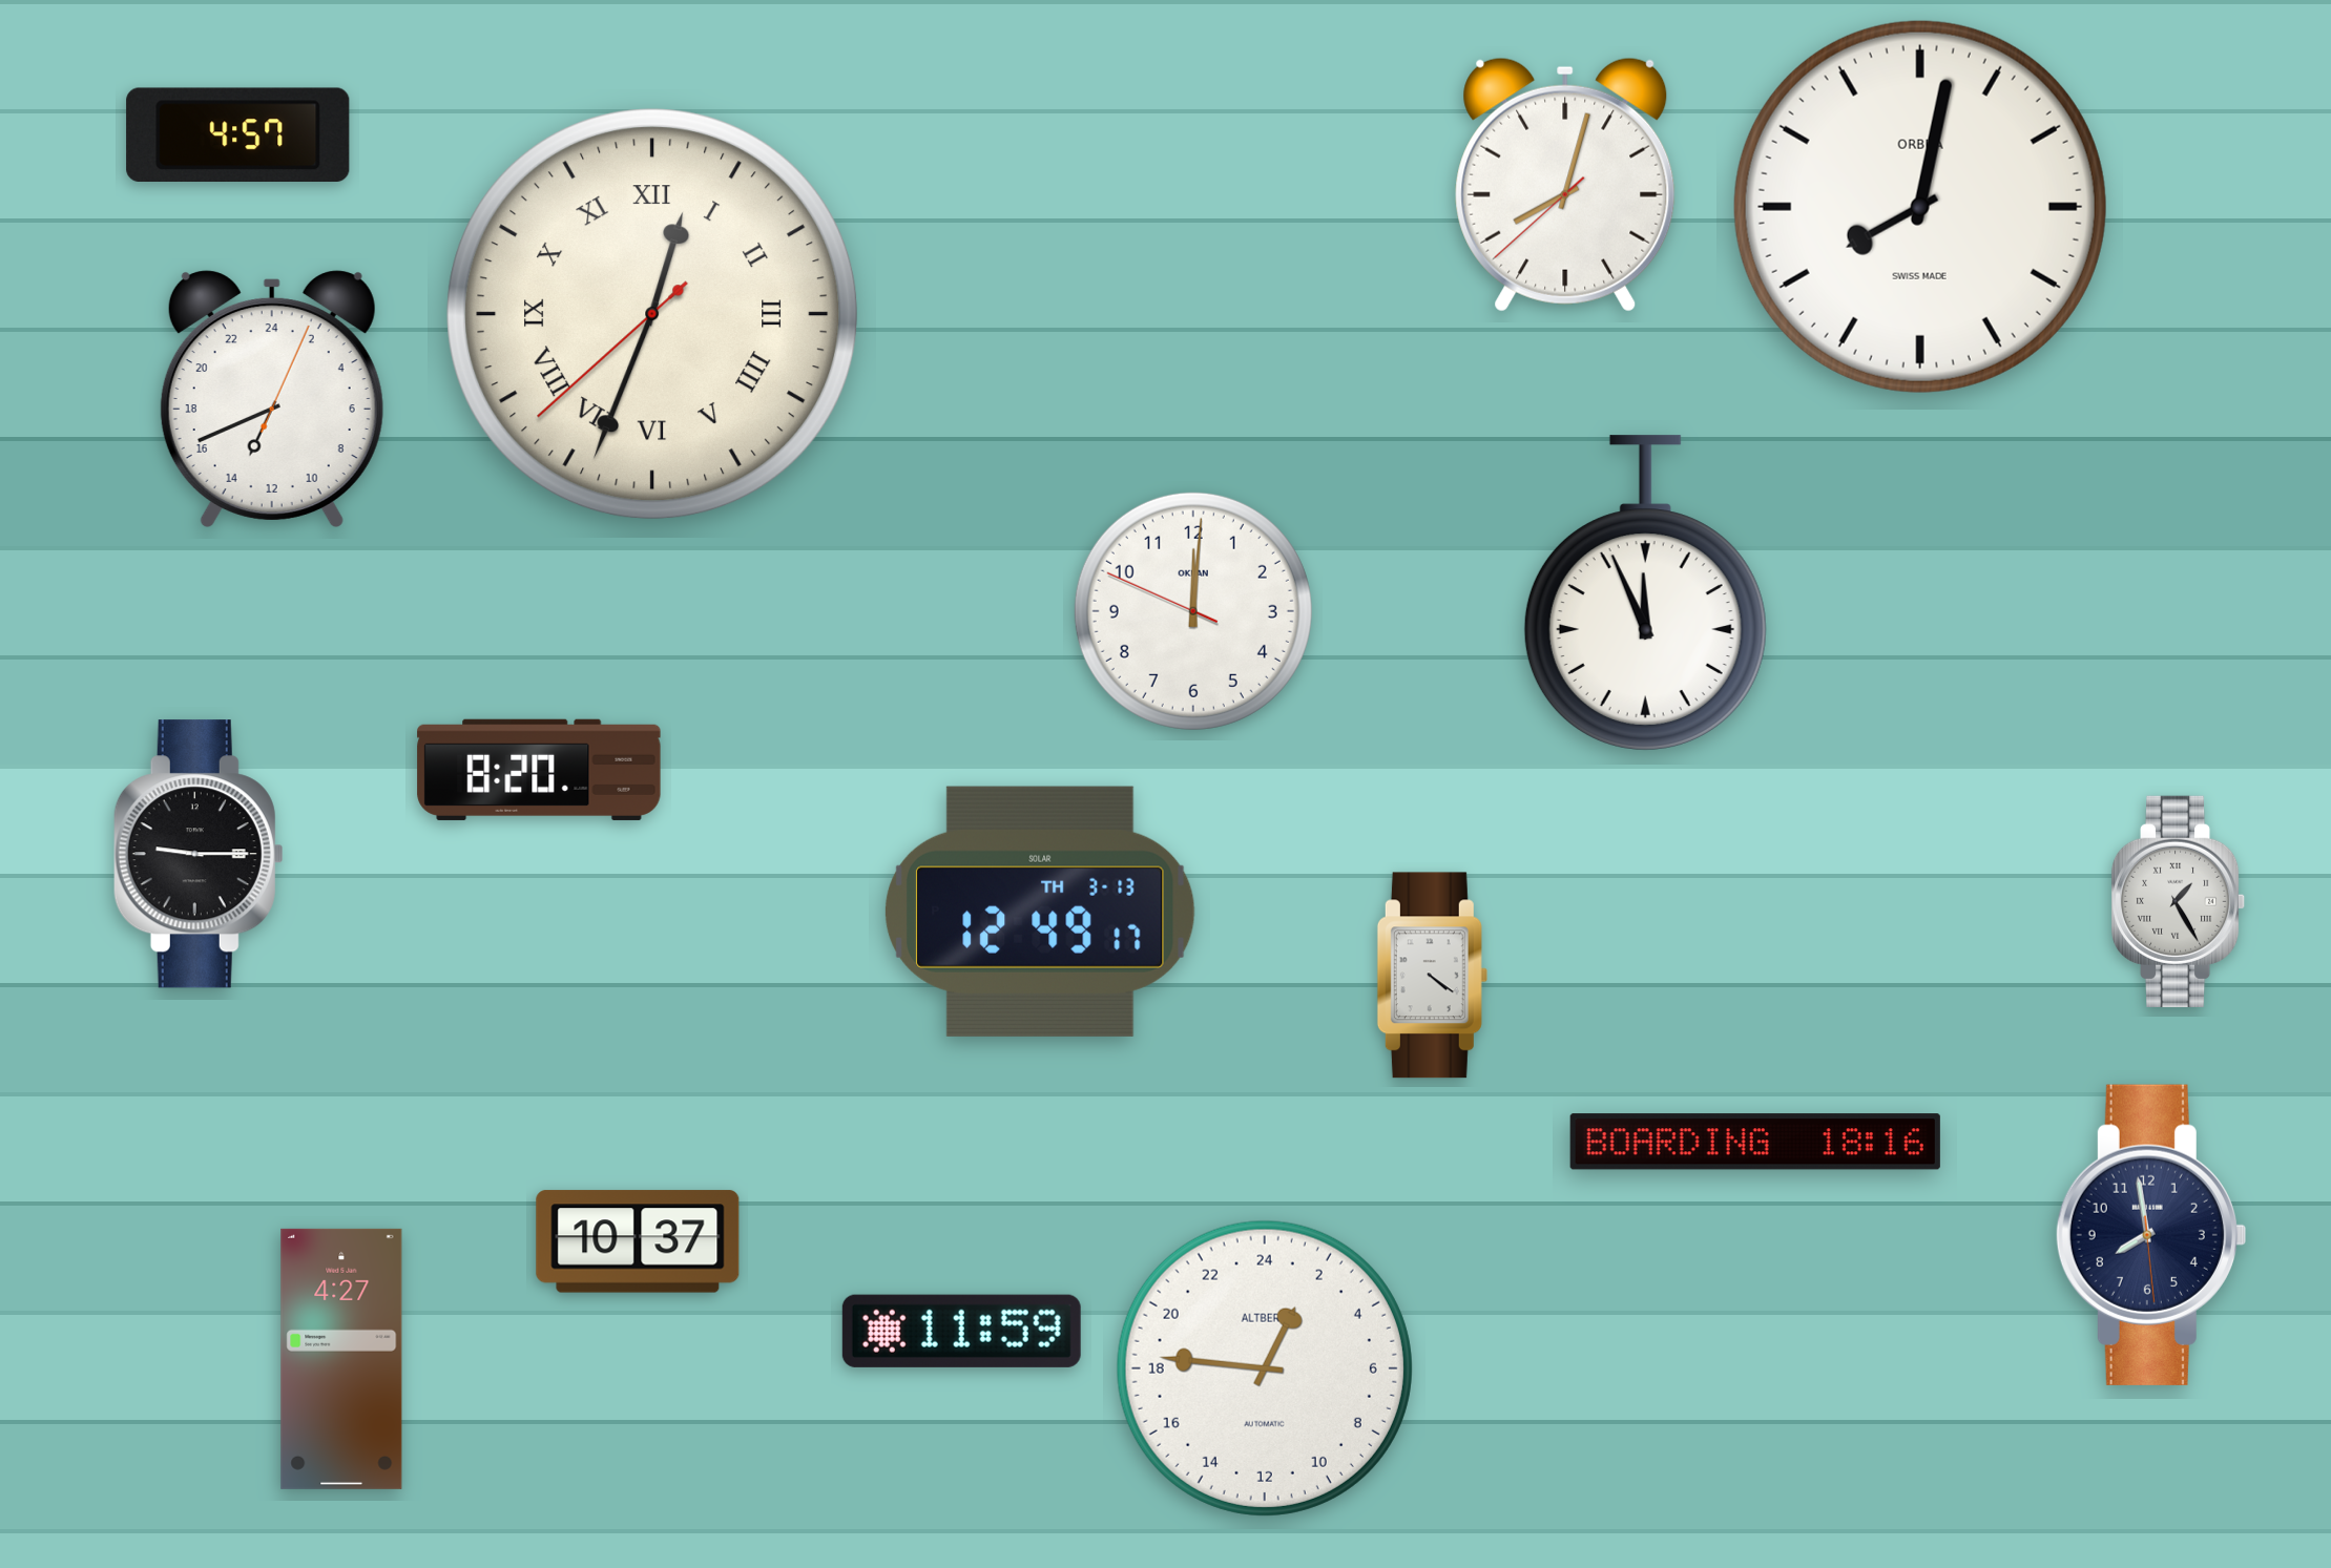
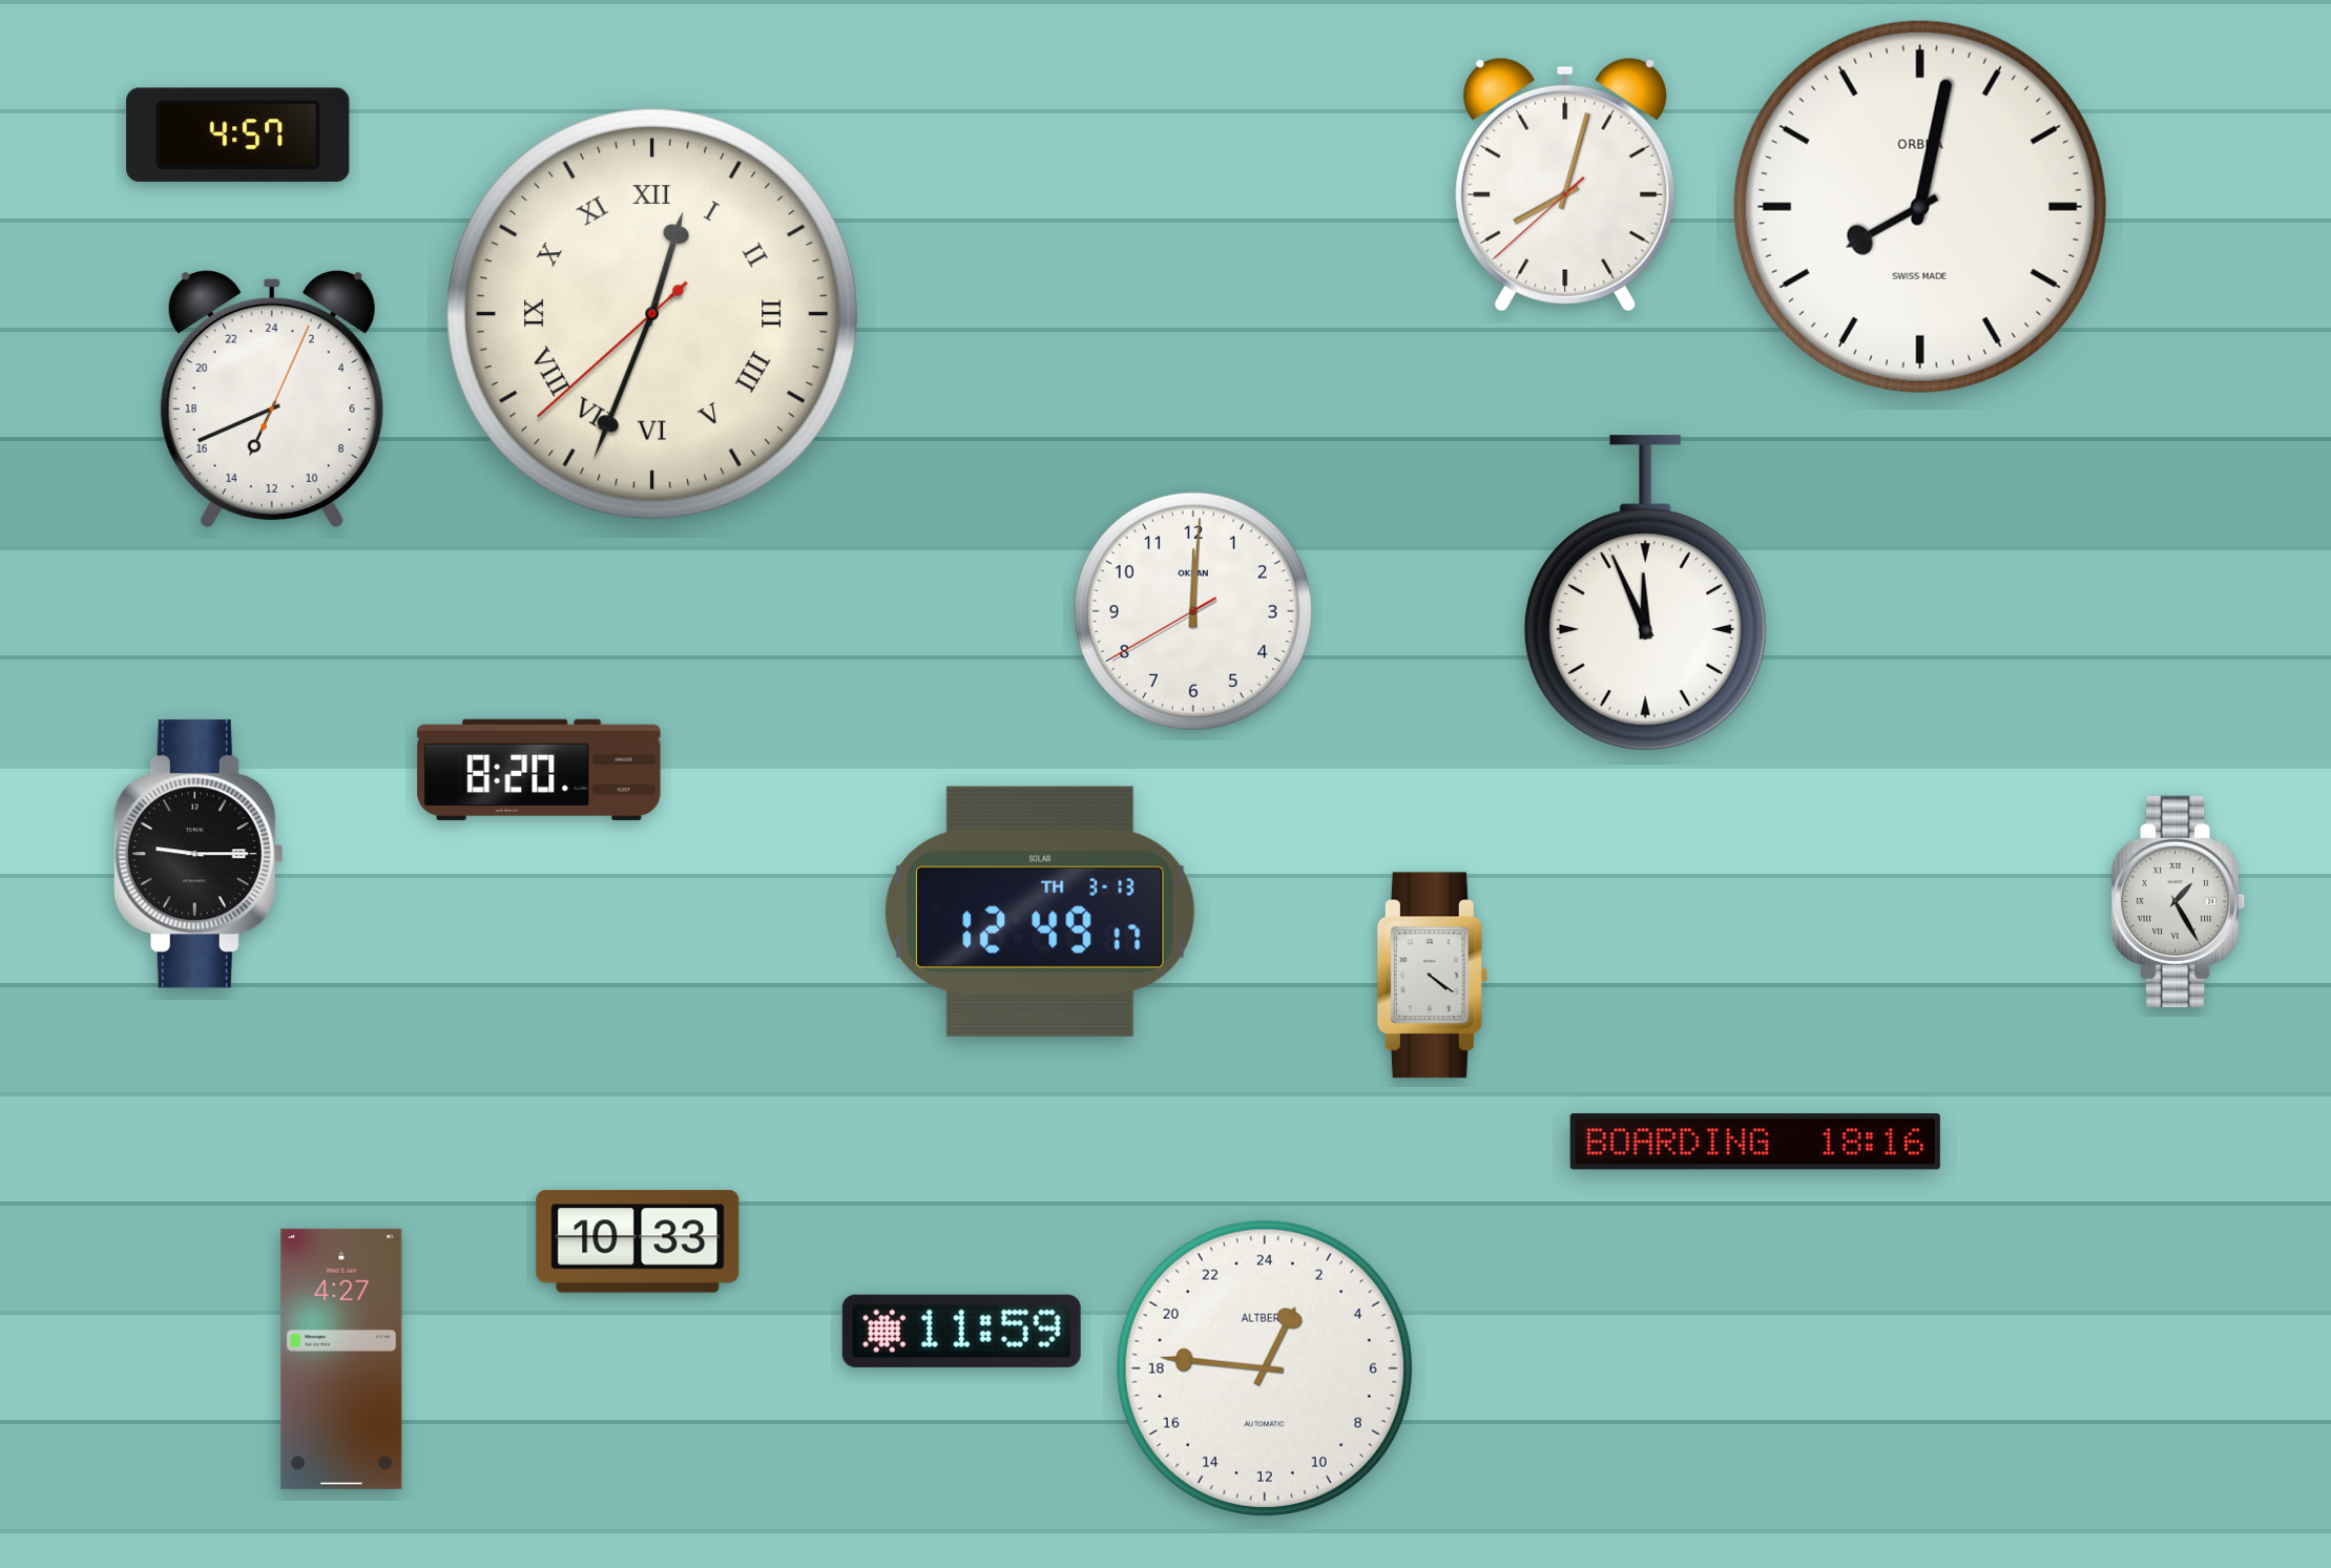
clock at (1193, 611): 12:00:49 -> 12:00:40
clock at (2150, 1235): 7:58 -> none
clock at (638, 1241): 10:37 -> 10:33
